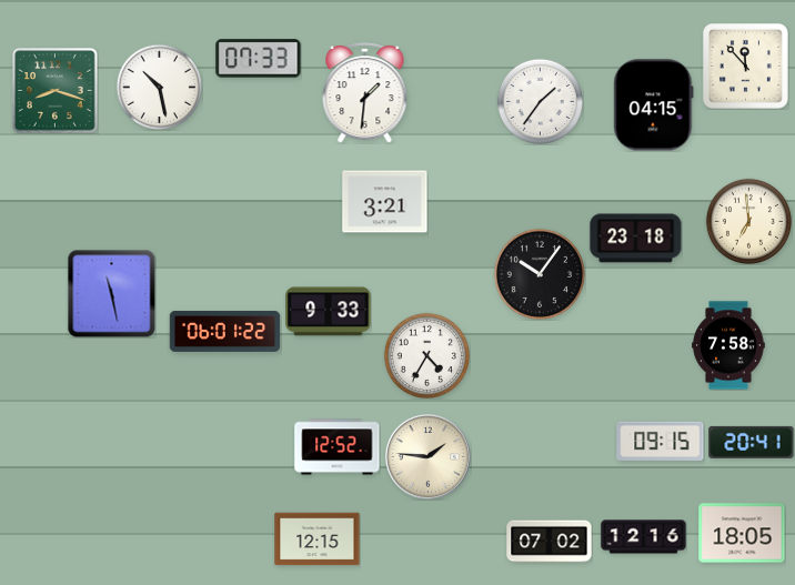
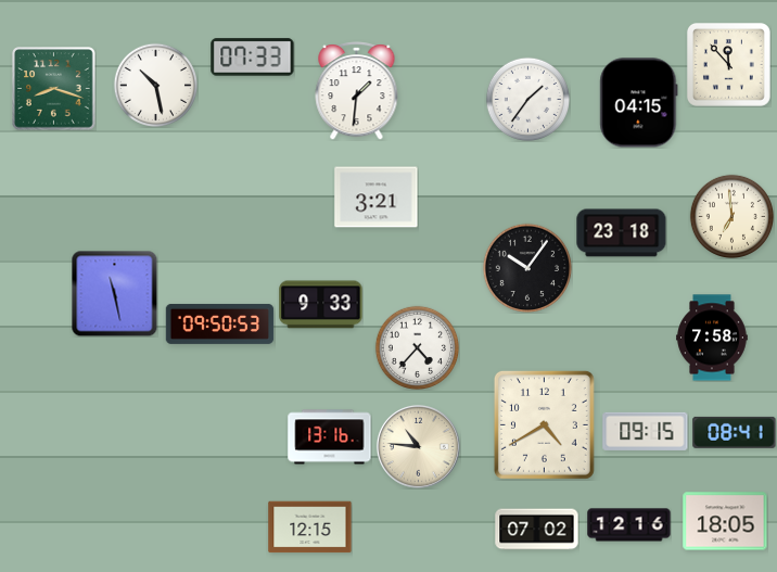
clock at (111, 293) position: (111, 293) -> (114, 293)
clock at (225, 331): 06:01 -> 09:50
clock at (426, 355): 4:35 -> 4:37
clock at (544, 424): none -> 4:40
clock at (752, 442): 20:41 -> 08:41
clock at (338, 447): 12:52 -> 13:16
clock at (427, 456): 1:46 -> 10:46
